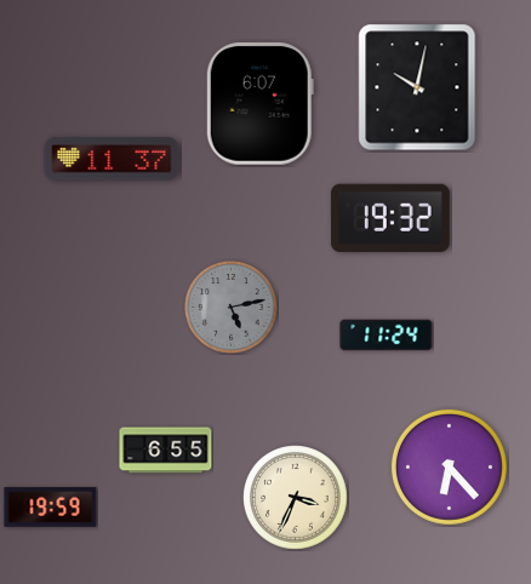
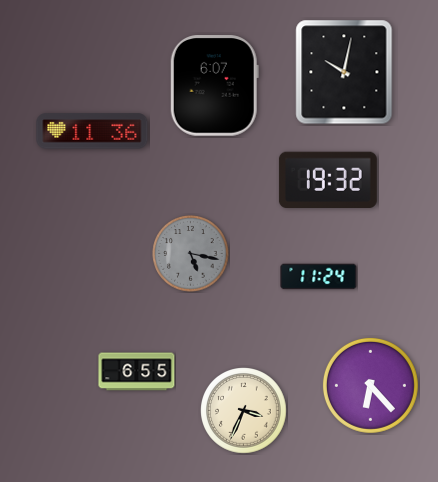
clock at (112, 159): 11:37 -> 11:36
clock at (390, 217) position: (390, 217) -> (328, 179)
clock at (232, 308): 5:13 -> 5:17
clock at (51, 508): 19:59 -> none
